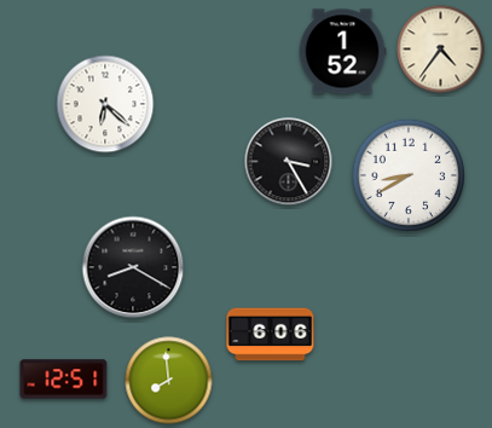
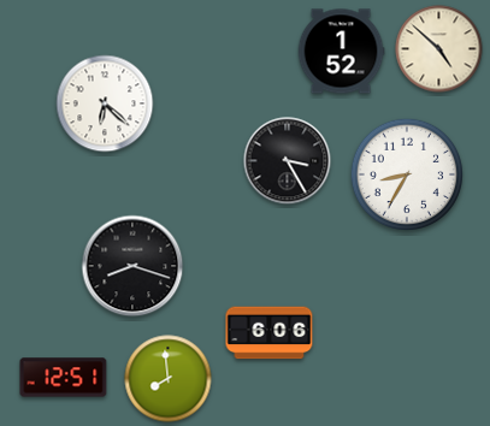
clock at (441, 50): 4:36 -> 4:52
clock at (407, 174): 8:40 -> 8:35
clock at (133, 267): 8:20 -> 8:18
